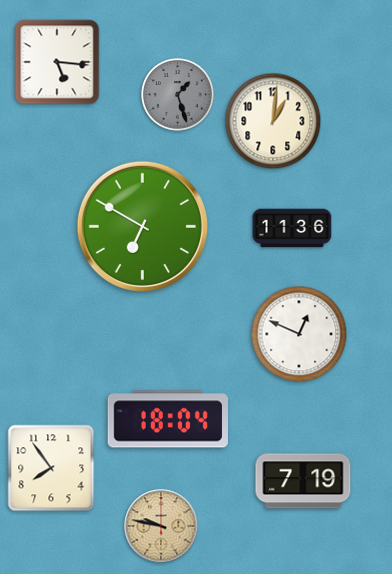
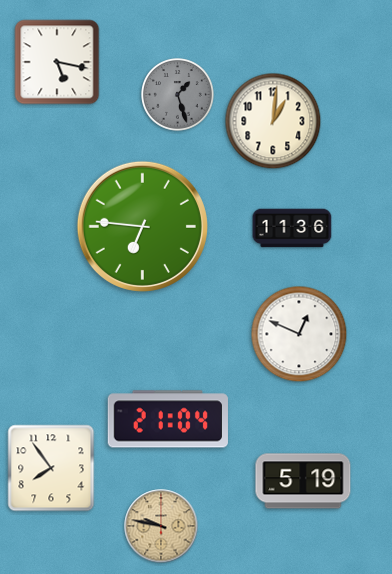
clock at (57, 62): 5:16 -> 5:17
clock at (142, 226): 6:50 -> 6:46
clock at (168, 419): 18:04 -> 21:04
clock at (303, 481): 7:19 -> 5:19
